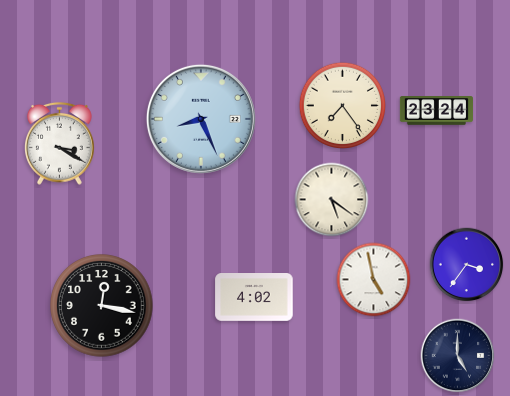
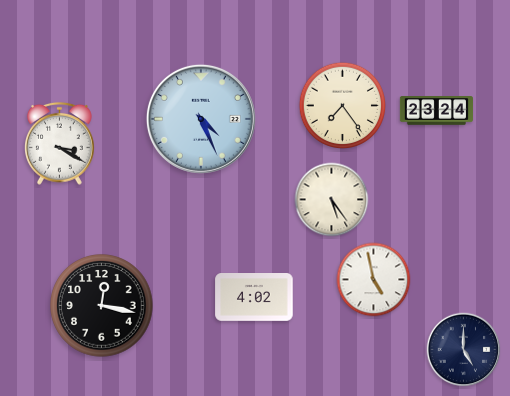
clock at (201, 119): 8:26 -> 4:26
clock at (332, 200): 5:21 -> 5:24
clock at (467, 265): 3:36 -> none
clock at (458, 356) position: (458, 356) -> (464, 350)
